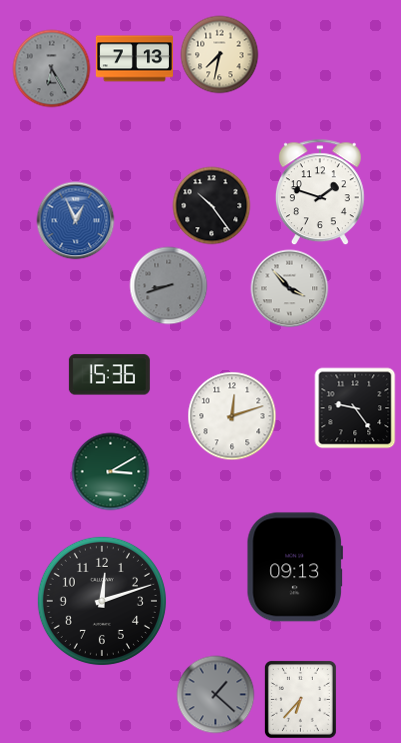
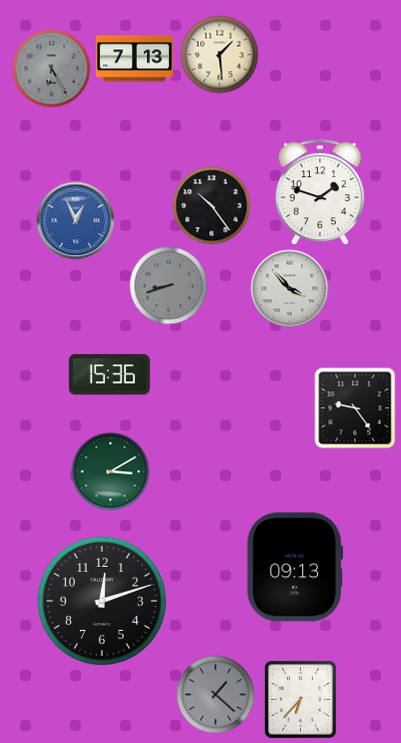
clock at (219, 54): 7:32 -> 1:29
clock at (232, 416): 12:12 -> none
